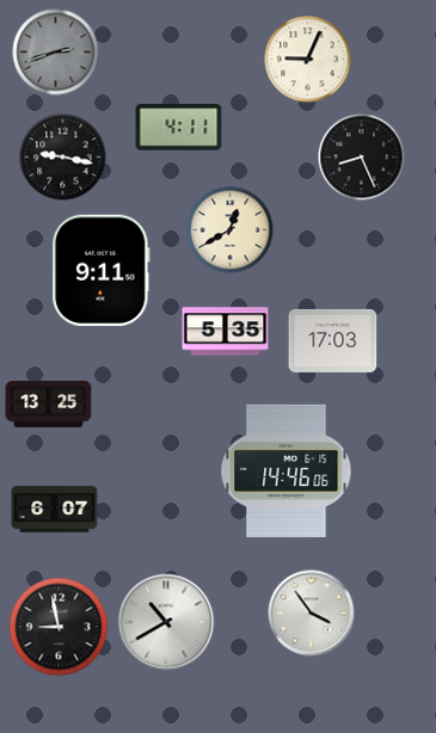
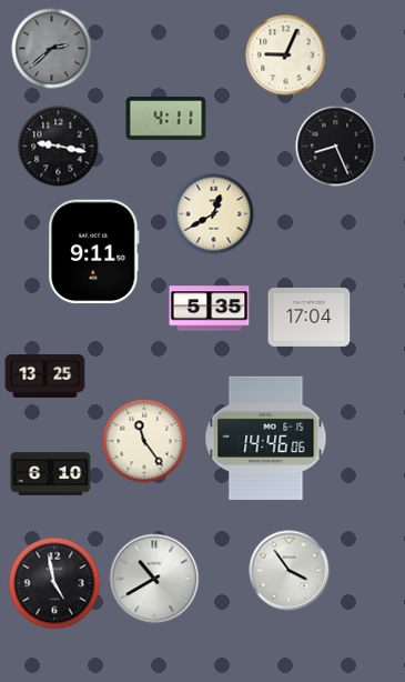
clock at (56, 53): 2:42 -> 2:38
clock at (333, 340): 17:03 -> 17:04
clock at (144, 441): none -> 11:24
clock at (55, 510): 6:07 -> 6:10
clock at (59, 627): 8:58 -> 4:58
